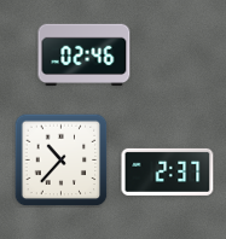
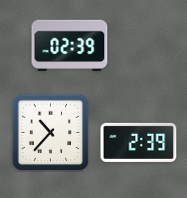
clock at (85, 56): 02:46 -> 02:39
clock at (168, 171): 2:37 -> 2:39
